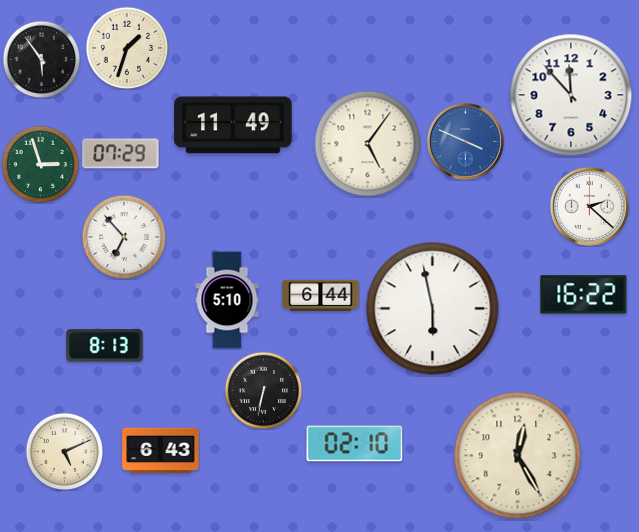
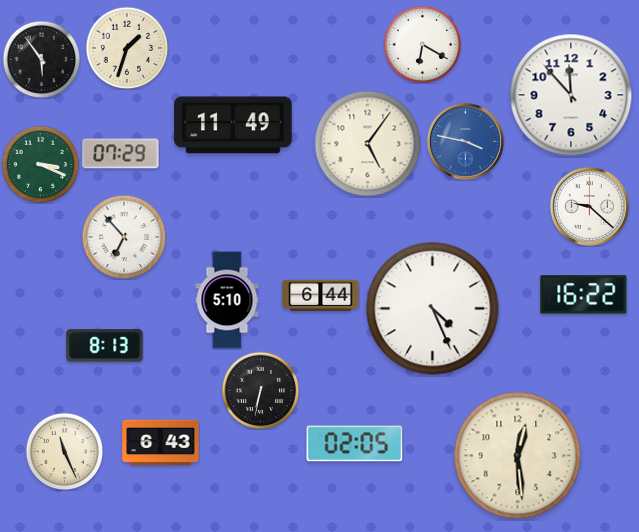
clock at (422, 44): none -> 6:20
clock at (465, 141): 3:49 -> 3:47
clock at (40, 164): 2:57 -> 3:19
clock at (589, 206): 2:22 -> 9:22
clock at (433, 309): 5:58 -> 4:26
clock at (263, 390) position: (263, 390) -> (260, 390)
clock at (355, 444): 02:10 -> 02:05
clock at (64, 451): 5:11 -> 11:26
clock at (161, 451) position: (161, 451) -> (161, 443)
clock at (518, 456): 12:25 -> 12:29
